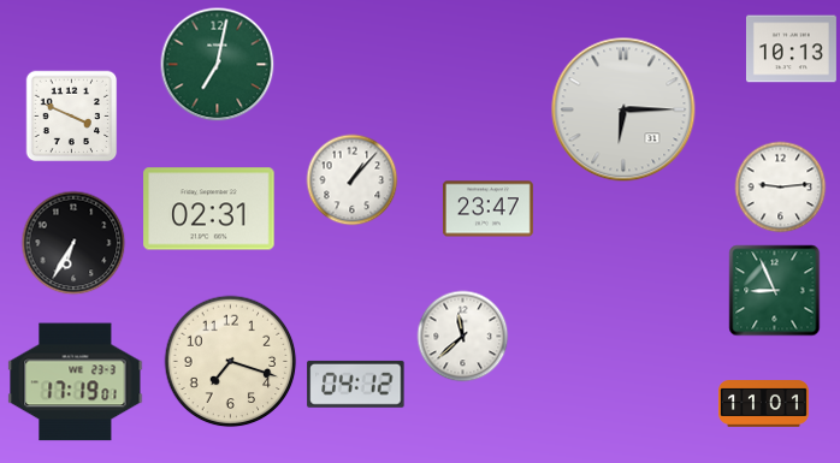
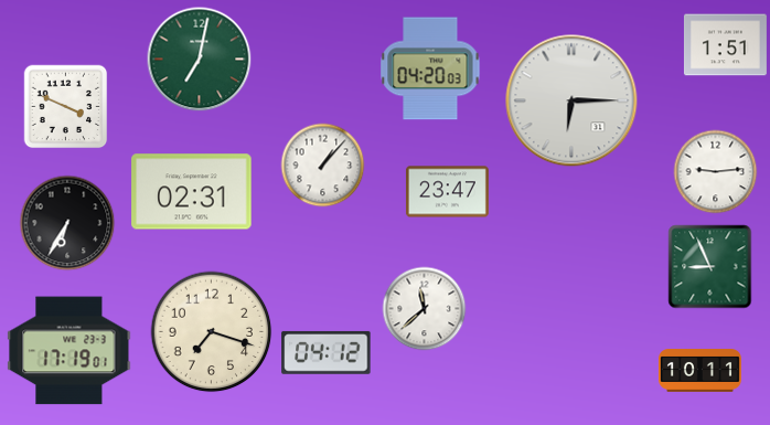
clock at (791, 49): 10:13 -> 1:51
clock at (430, 68): none -> 04:20
clock at (763, 404): 11:01 -> 10:11
